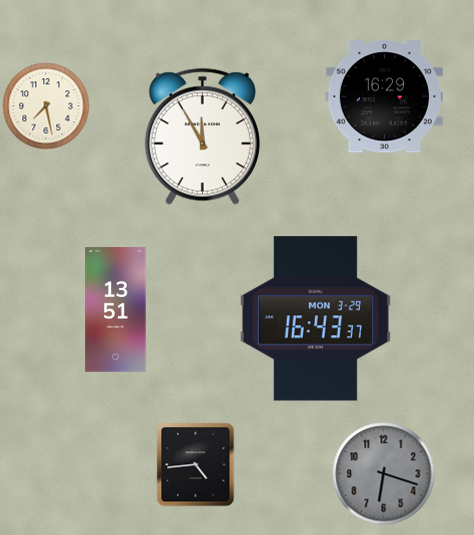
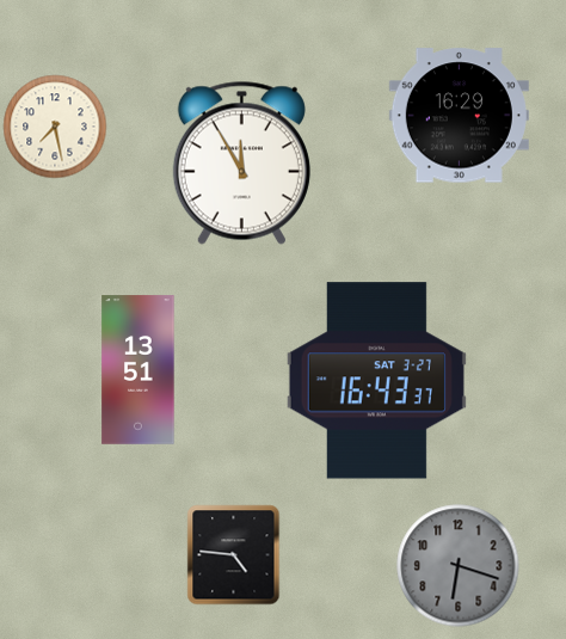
clock at (315, 319) date: MON 3-29 -> SAT 3-27
clock at (196, 465): 4:44 -> 4:46
